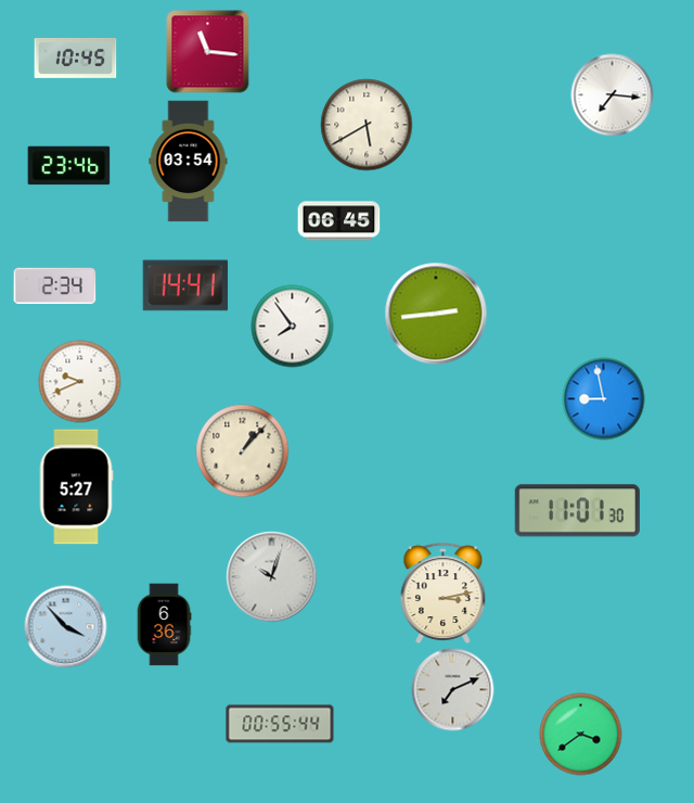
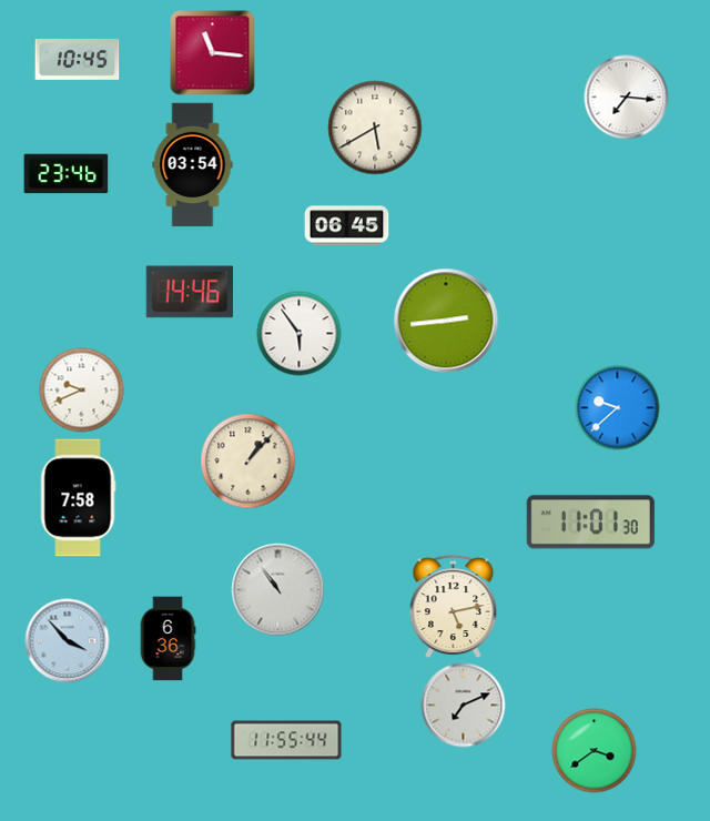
clock at (69, 166) position: (69, 166) -> (67, 174)
clock at (185, 285): 14:41 -> 14:46
clock at (55, 286): 2:34 -> none
clock at (293, 327): 7:54 -> 5:54
clock at (604, 399): 8:58 -> 9:38
clock at (76, 487): 5:27 -> 7:58
clock at (272, 577): 10:03 -> 10:54
clock at (444, 592): 3:13 -> 5:13
clock at (280, 724): 00:55 -> 11:55
